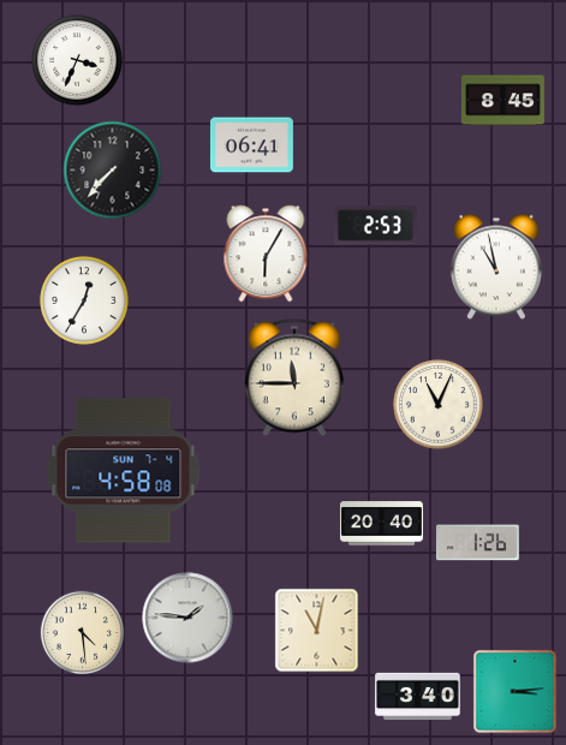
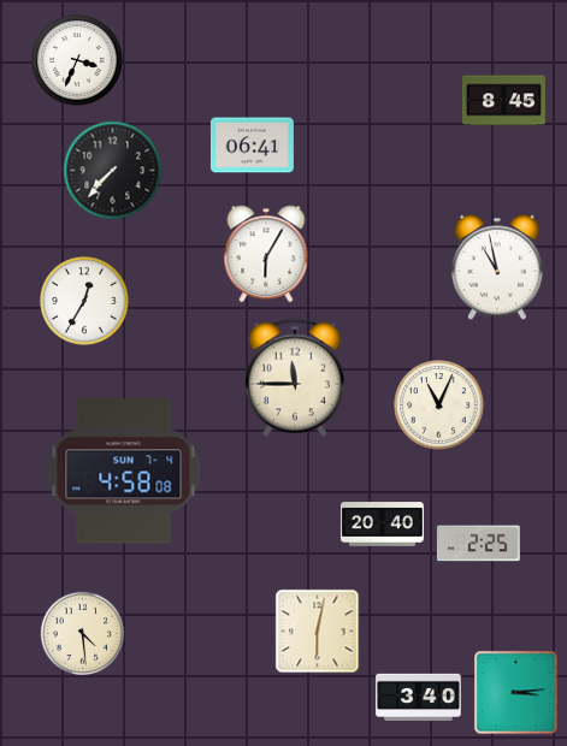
clock at (375, 226): 2:53 -> none
clock at (477, 543): 1:26 -> 2:25
clock at (187, 618): 1:46 -> none
clock at (317, 631): 11:02 -> 6:02
